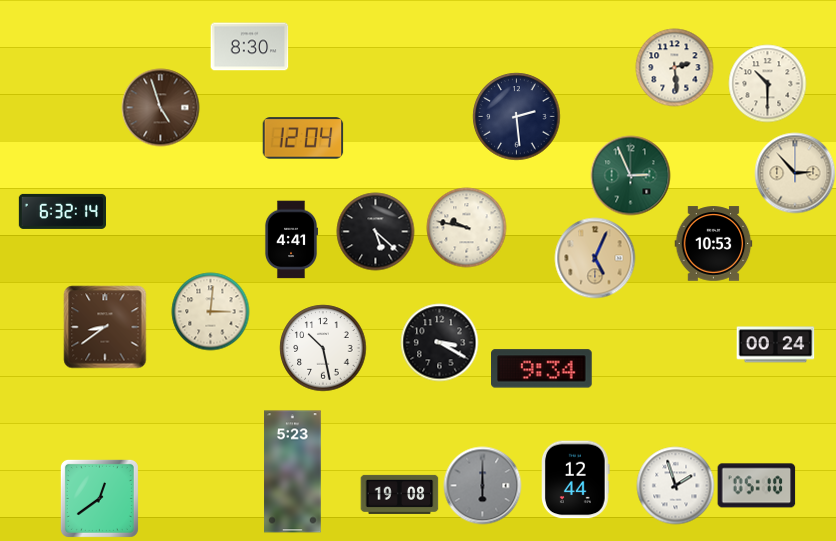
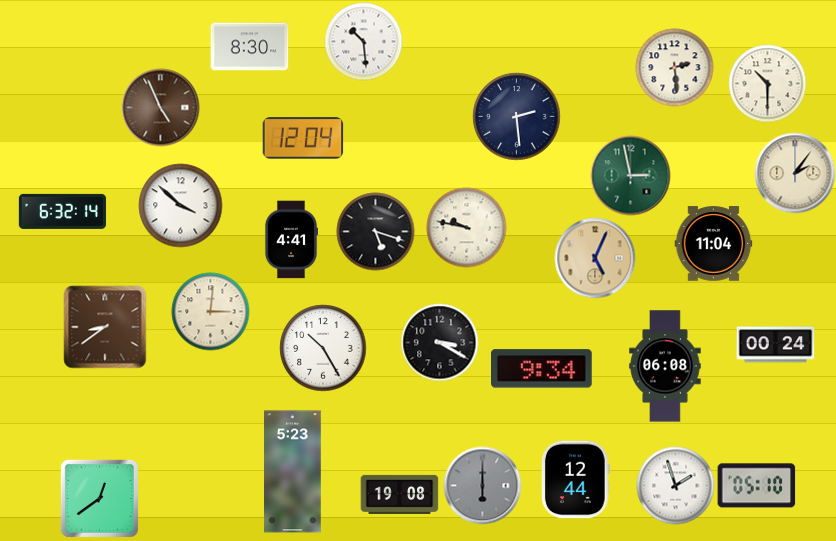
clock at (363, 41): none -> 10:29
clock at (160, 107): 4:57 -> 4:56
clock at (795, 173): 2:53 -> 2:06
clock at (630, 175): 2:56 -> 2:58
clock at (180, 205): none -> 3:52
clock at (375, 231): 5:22 -> 5:18
clock at (713, 244): 10:53 -> 11:04
clock at (323, 348): 10:28 -> 10:25
clock at (665, 366): none -> 06:08
